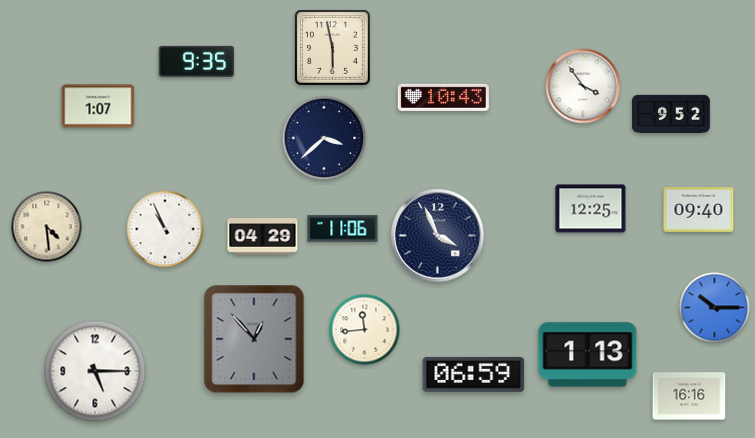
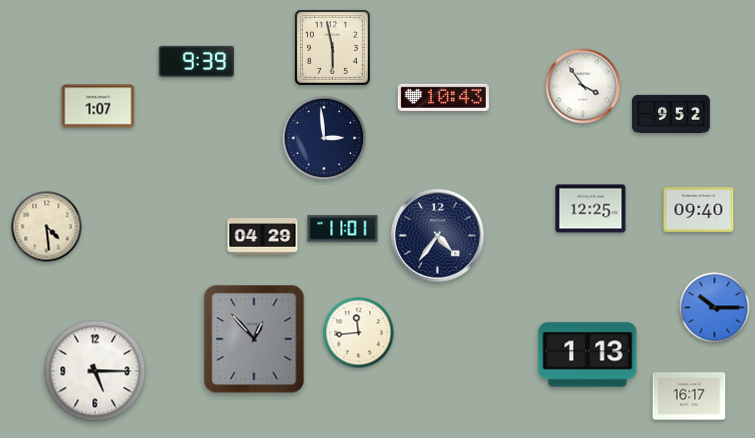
clock at (196, 61): 9:35 -> 9:39
clock at (324, 138): 3:38 -> 2:59
clock at (165, 229): 10:56 -> none
clock at (343, 229): 11:06 -> 11:01
clock at (438, 236): 3:56 -> 4:36
clock at (365, 330) position: (365, 330) -> (359, 333)
clock at (474, 374): 06:59 -> none
clock at (689, 396): 16:16 -> 16:17
